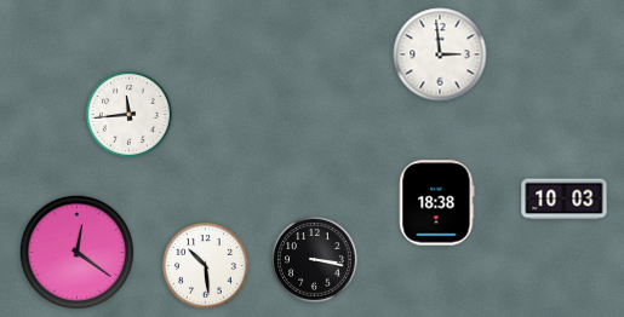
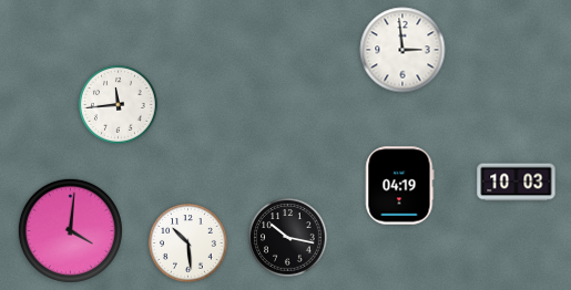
clock at (437, 203): 18:38 -> 04:19
clock at (76, 252): 12:21 -> 4:01
clock at (315, 260): 3:17 -> 10:17
